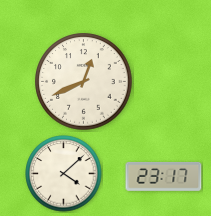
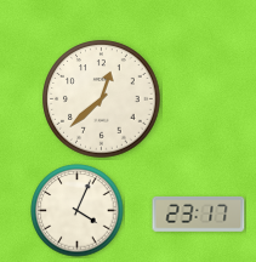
clock at (84, 82): 12:41 -> 12:38
clock at (64, 174): 4:08 -> 4:04
